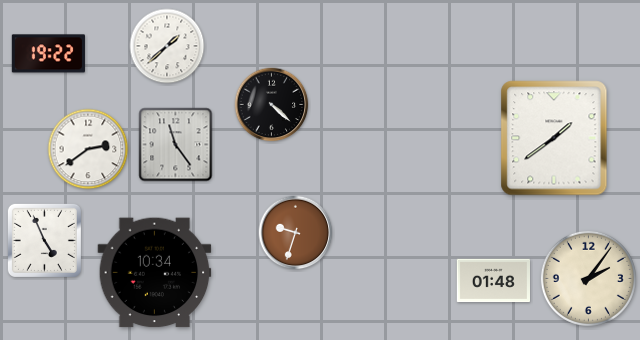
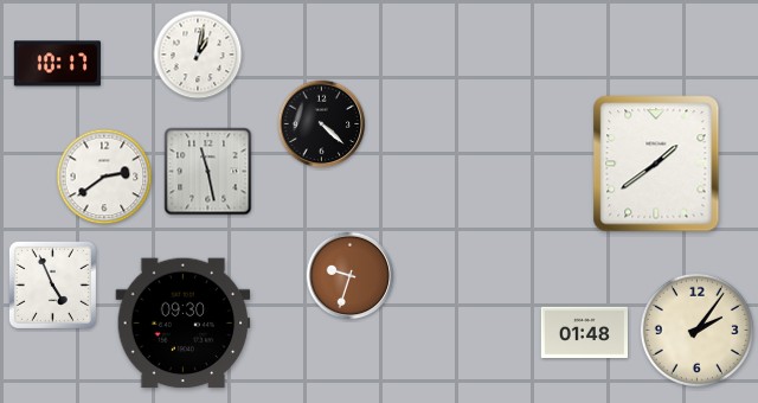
clock at (167, 46): 1:38 -> 1:02
clock at (48, 54): 19:22 -> 10:17
clock at (176, 145): 11:24 -> 11:28
clock at (155, 273): 10:34 -> 09:30
